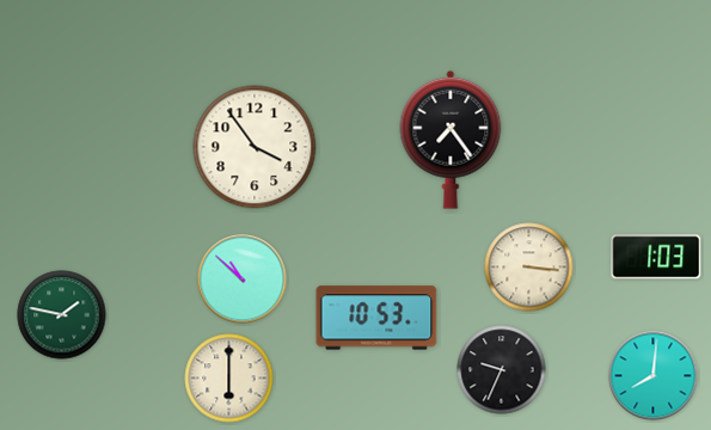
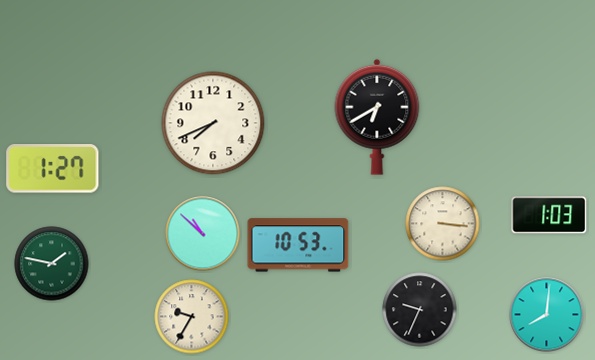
clock at (450, 140): 7:24 -> 6:40
clock at (255, 147): 3:54 -> 7:41
clock at (53, 169): none -> 1:27
clock at (376, 318) position: (376, 318) -> (298, 245)
clock at (229, 379): 6:00 -> 9:35
